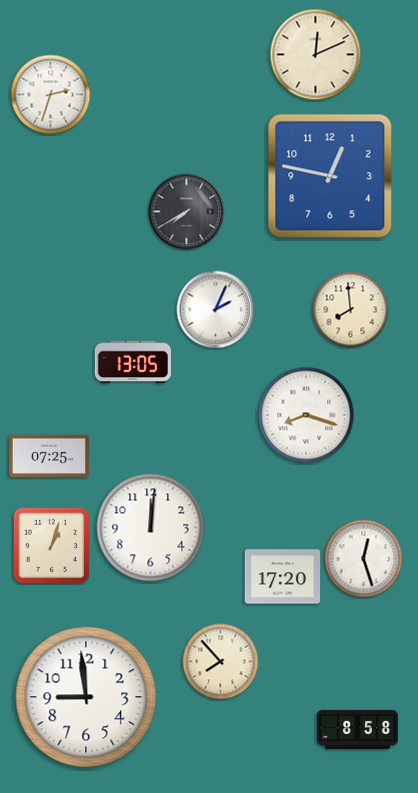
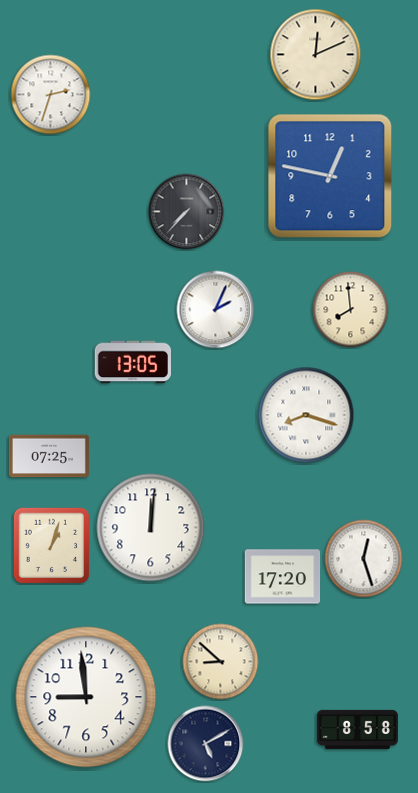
clock at (187, 212): 7:40 -> 7:37
clock at (221, 662): 7:53 -> 8:52
clock at (206, 744): none -> 5:10
